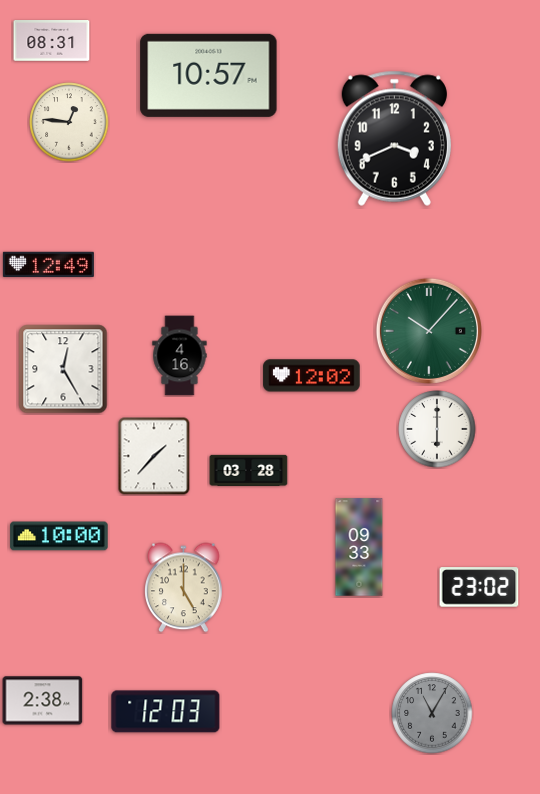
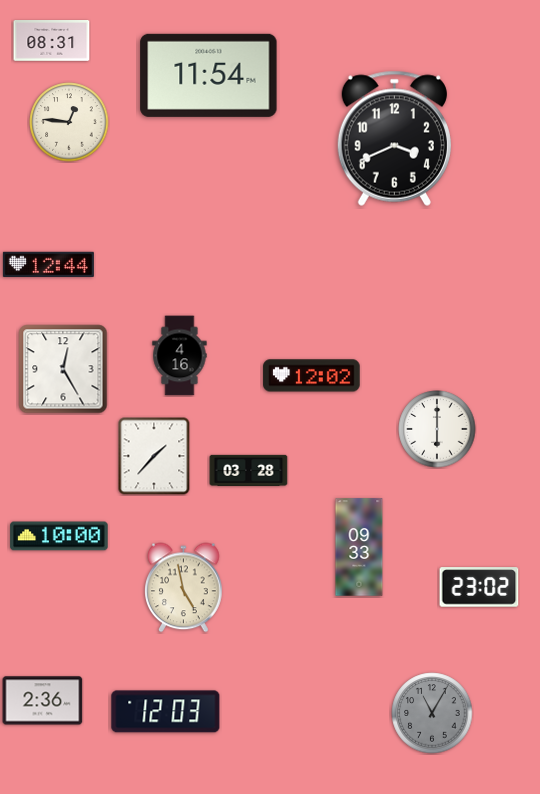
clock at (209, 75): 10:57 -> 11:54
clock at (48, 264): 12:49 -> 12:44
clock at (429, 331): 10:07 -> none
clock at (184, 588): 5:00 -> 4:58
clock at (43, 701): 2:38 -> 2:36
